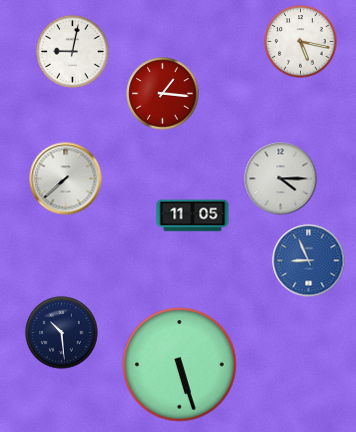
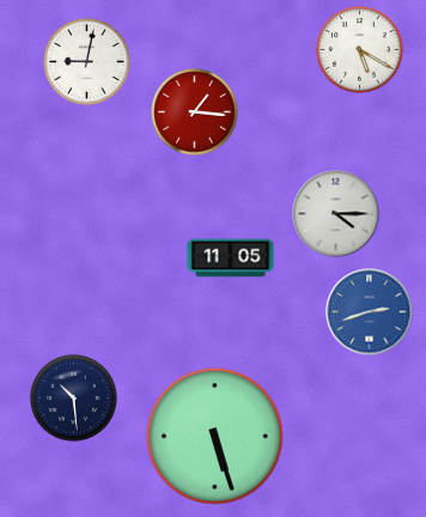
clock at (301, 42): 5:17 -> 5:20
clock at (66, 179): 7:38 -> none
clock at (309, 261): 8:56 -> 2:42
